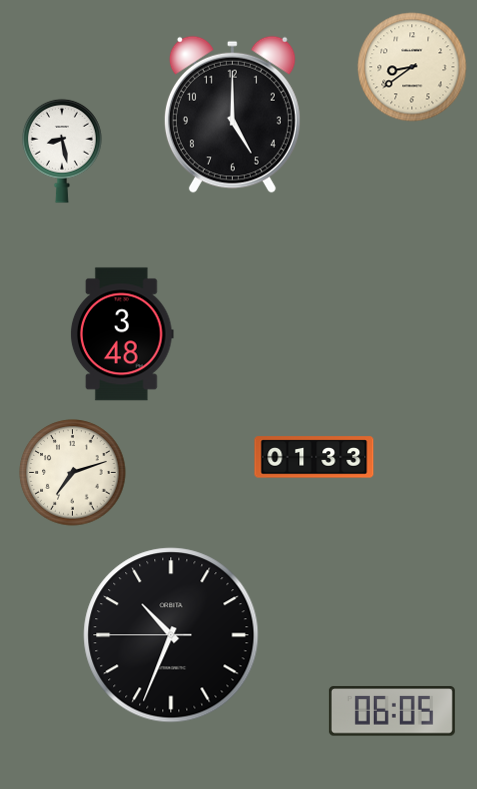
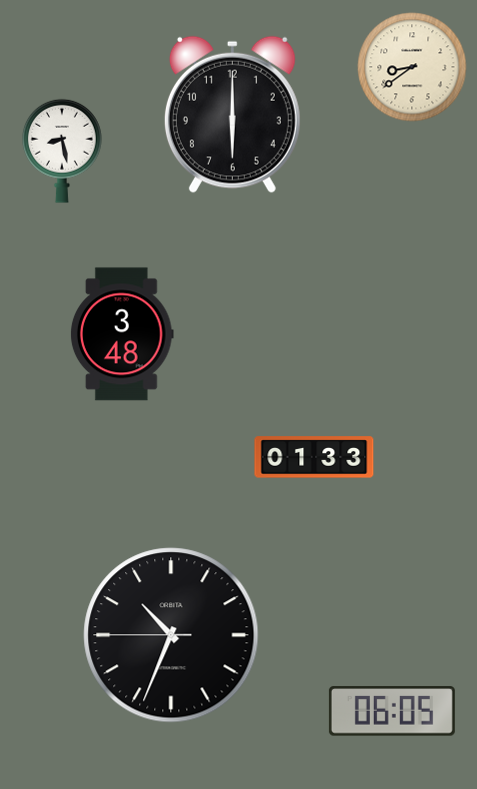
clock at (232, 114): 5:00 -> 6:00
clock at (73, 473): 7:12 -> none
